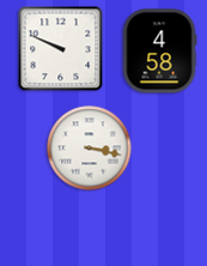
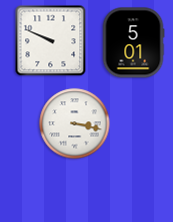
clock at (159, 52): 4:58 -> 5:01
